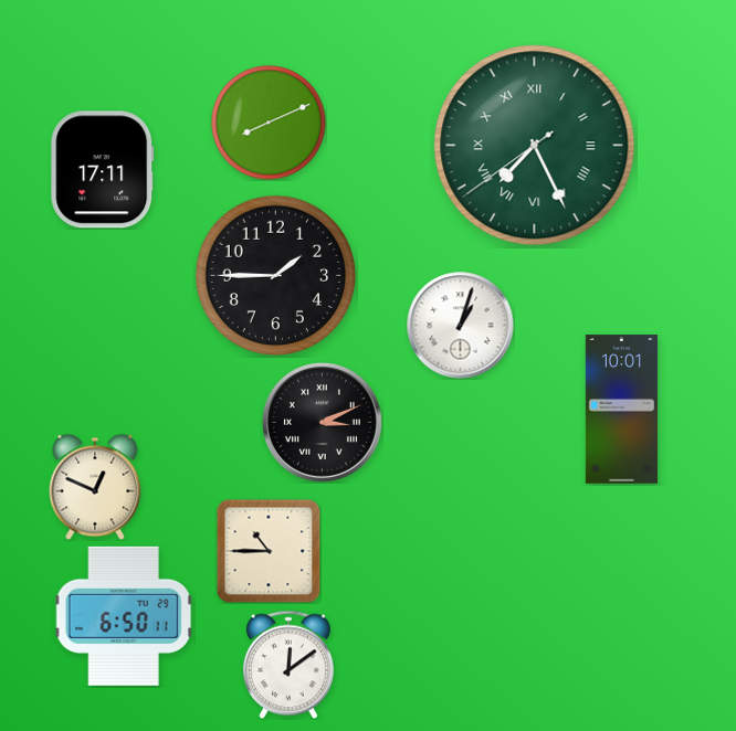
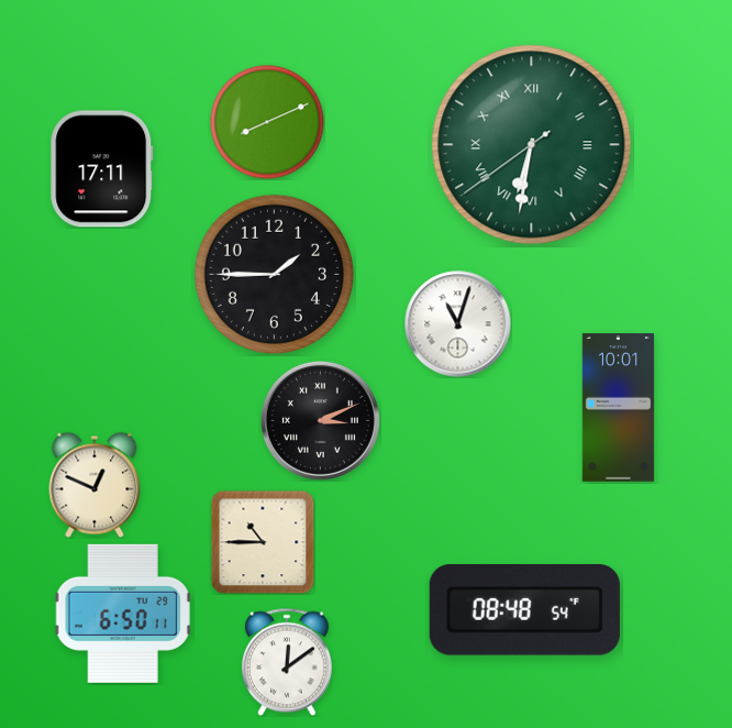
clock at (535, 146): 7:25 -> 6:31
clock at (461, 326): 1:03 -> 11:03
clock at (269, 551) position: (269, 551) -> (263, 542)
clock at (524, 610): none -> 08:48
